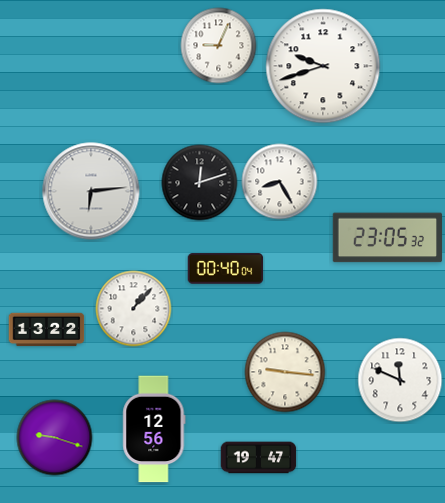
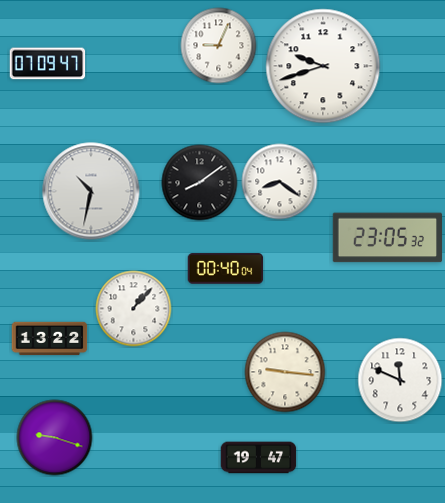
clock at (48, 64): none -> 07:09
clock at (280, 182): 8:25 -> 8:21
clock at (200, 183): 12:12 -> 8:09
clock at (91, 191): 6:14 -> 10:32
clock at (47, 330) position: (47, 330) -> (50, 339)
clock at (154, 429): 12:56 -> none
